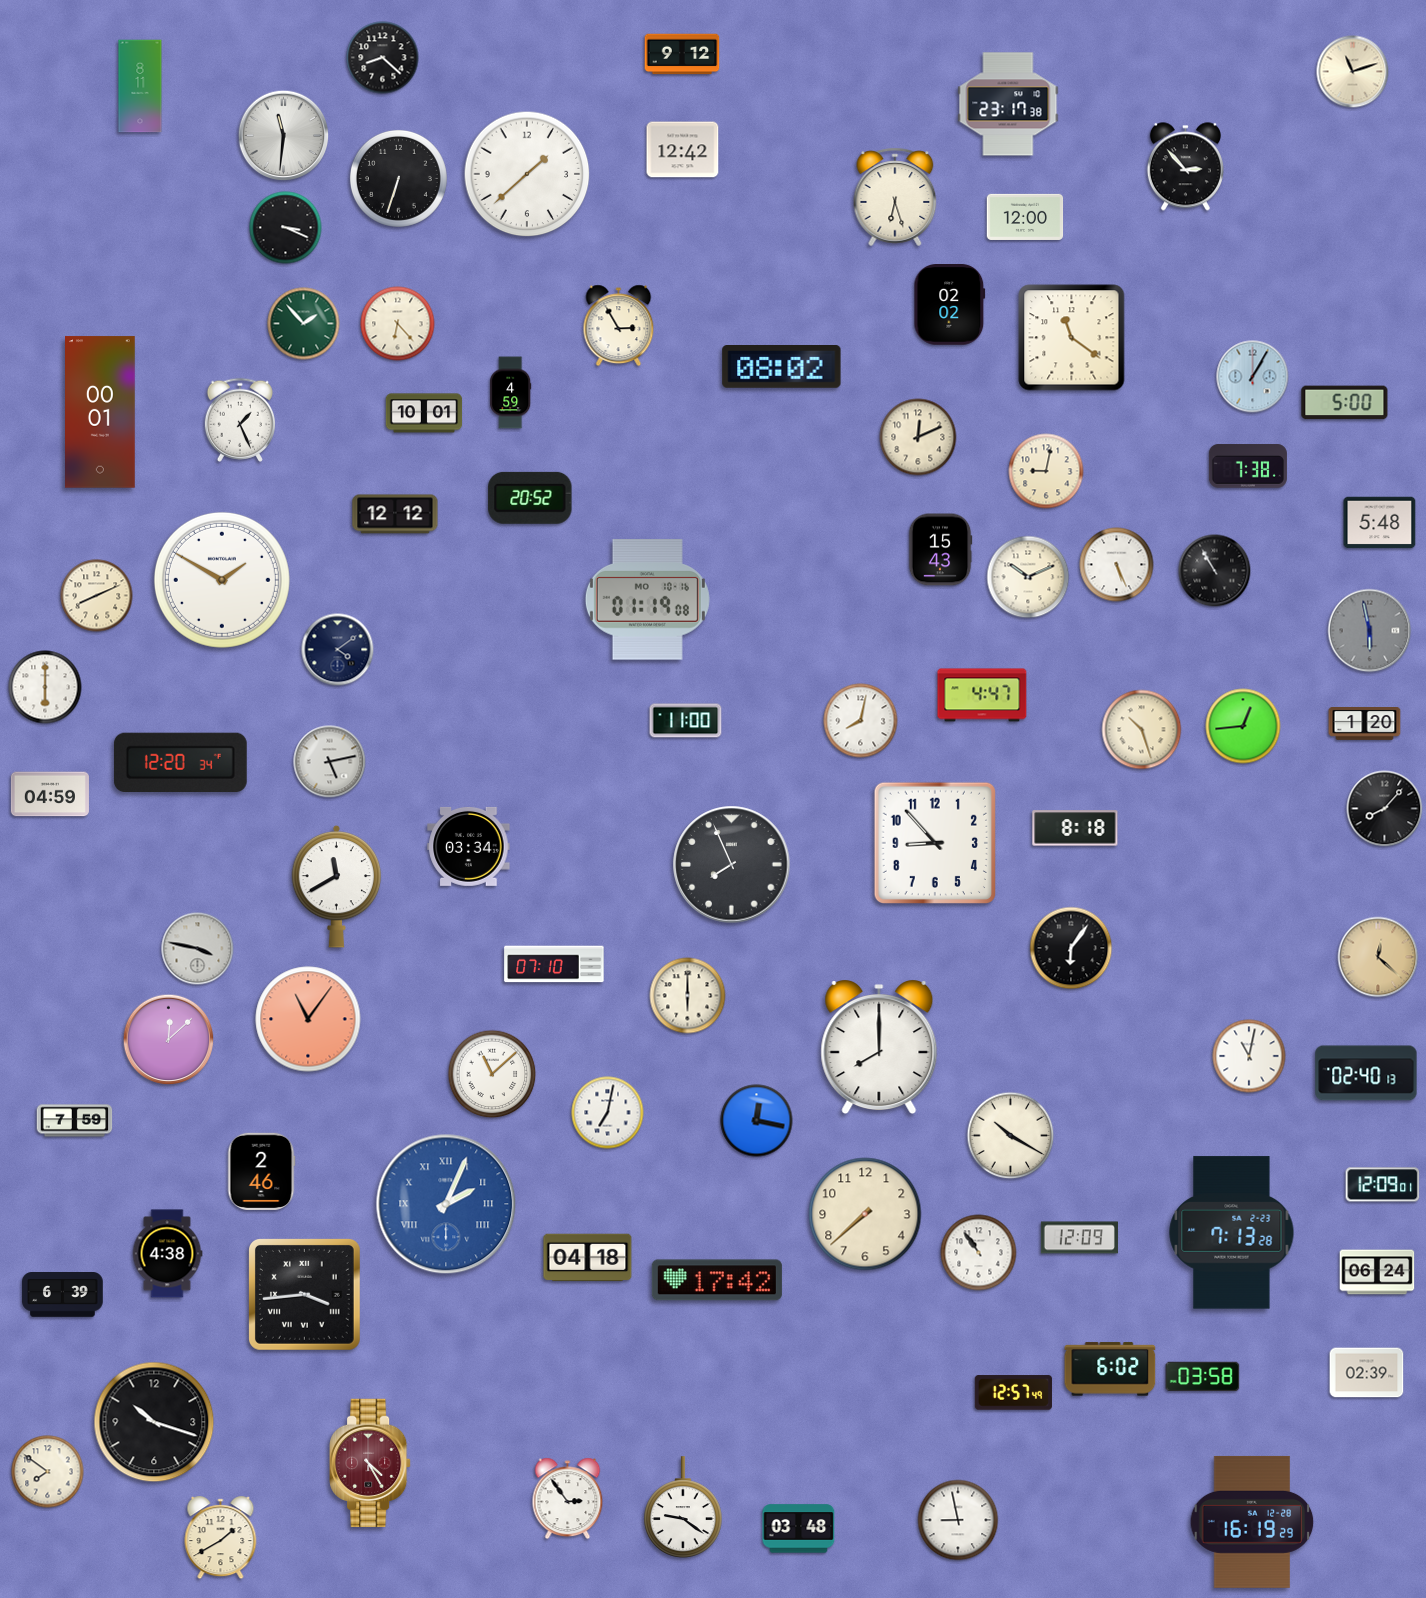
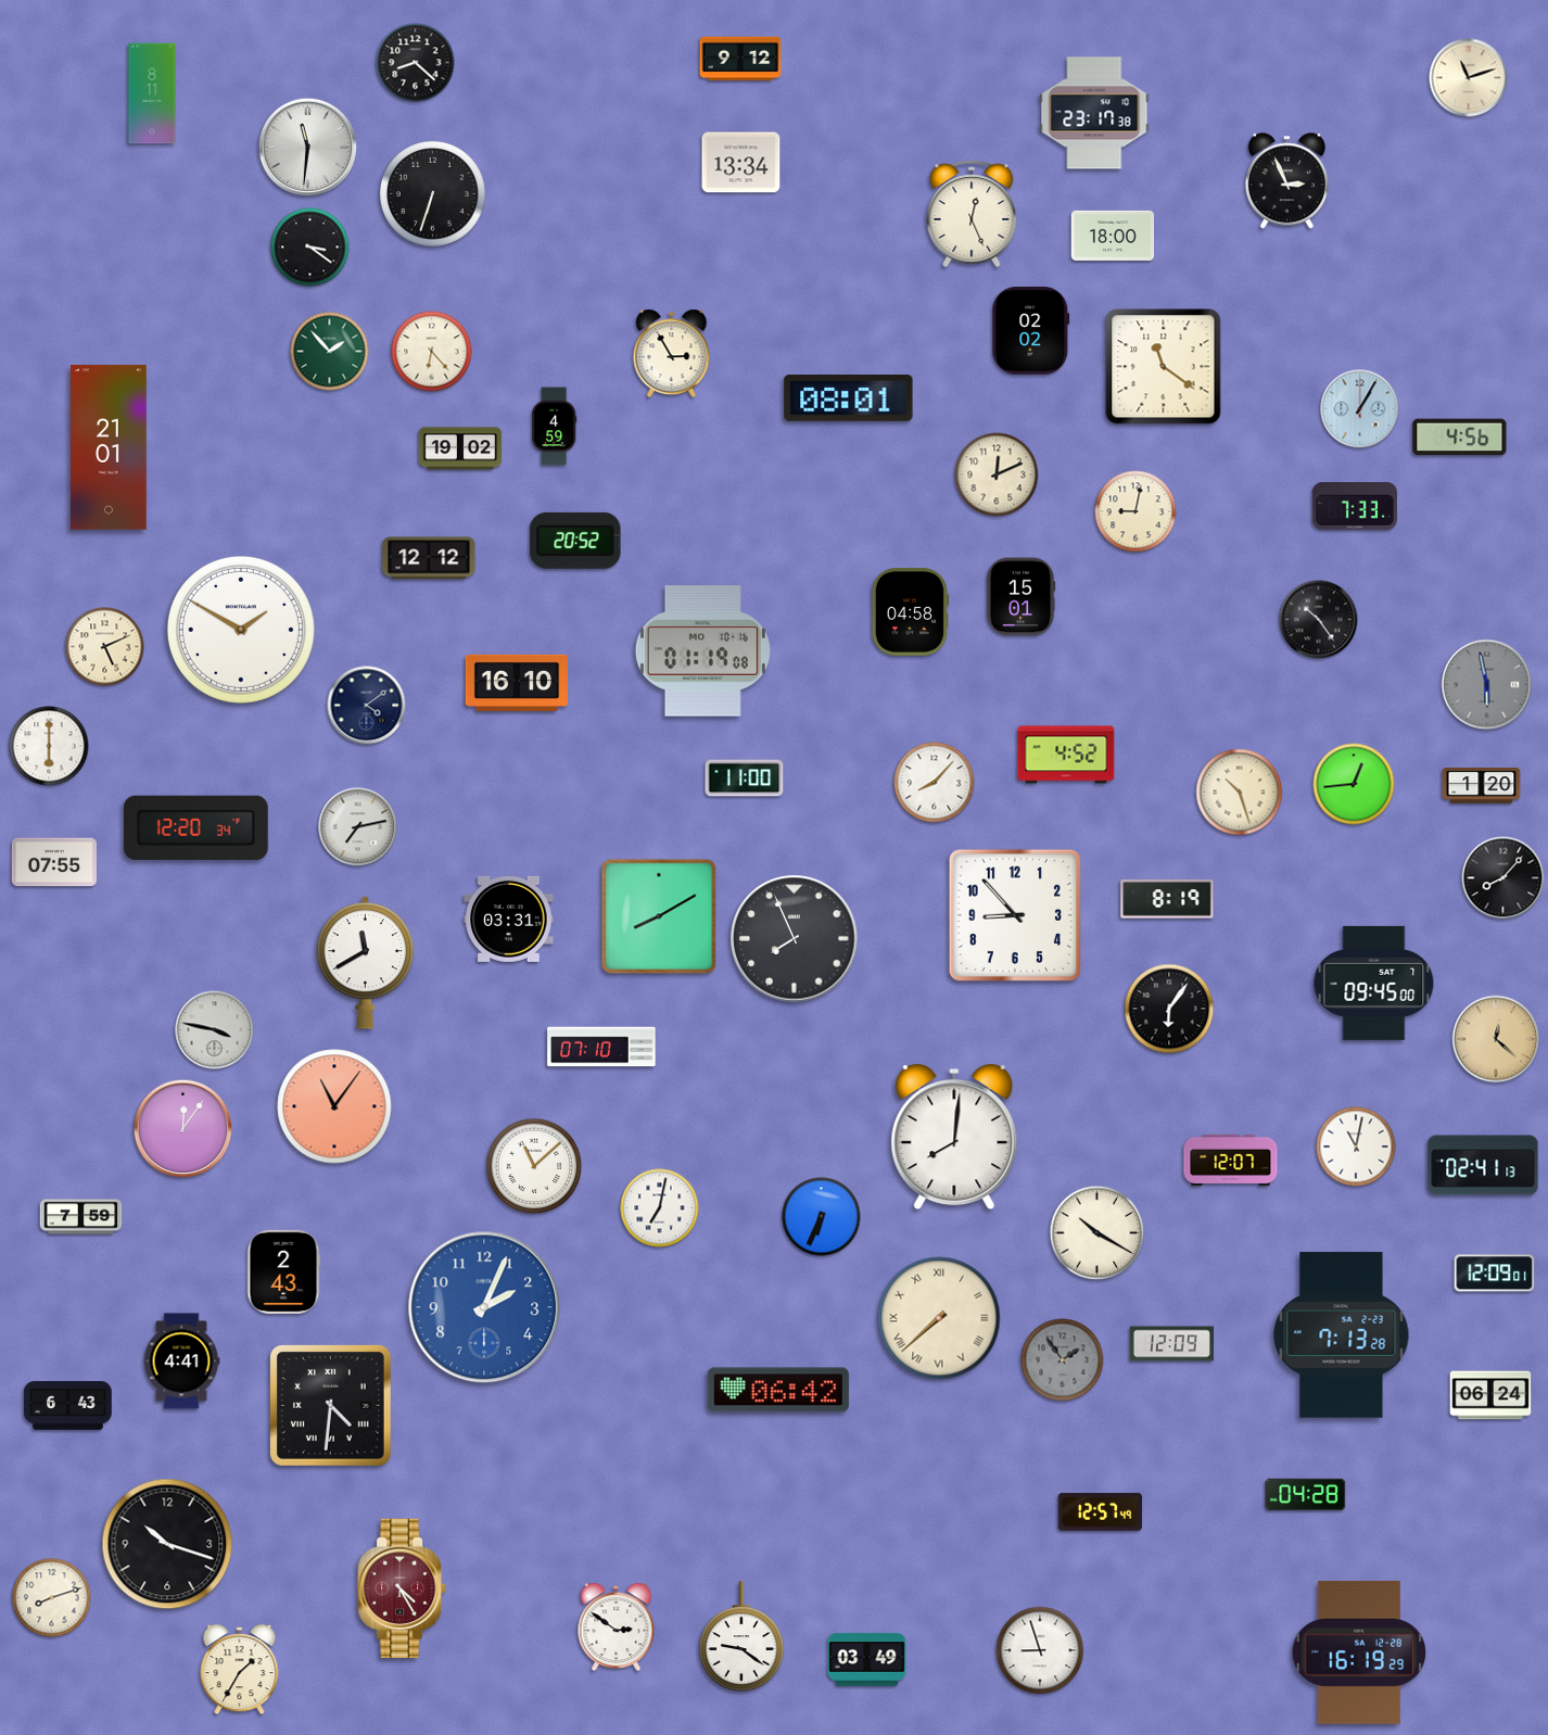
clock at (683, 150): 12:42 -> 13:34
clock at (1185, 167): 2:53 -> 2:56
clock at (527, 174): 1:38 -> none
clock at (895, 197): 6:27 -> 12:26
clock at (1025, 217): 12:00 -> 18:00
clock at (286, 228): 3:19 -> 3:21
clock at (782, 367): 08:02 -> 08:01
clock at (1345, 403): 5:00 -> 4:56
clock at (101, 412): 00:01 -> 21:01
clock at (424, 413): 10:01 -> 19:02
clock at (240, 420): 1:26 -> none
clock at (1248, 466): 7:38 -> 7:33
clock at (1380, 523): 5:48 -> none
clock at (940, 550): 15:43 -> 15:01
clock at (910, 612): none -> 04:58
clock at (1117, 565): 5:26 -> none
clock at (1215, 571): 10:55 -> 10:24
clock at (1028, 577): 10:11 -> none
clock at (97, 596): 8:11 -> 5:11
clock at (516, 683): none -> 16:10
clock at (982, 695): 4:47 -> 4:52
clock at (686, 721) position: (686, 721) -> (745, 778)
clock at (861, 721): 8:02 -> 8:07
clock at (1243, 726) position: (1243, 726) -> (1354, 784)
clock at (330, 762): 5:13 -> 7:13
clock at (50, 794): 04:59 -> 07:55
clock at (1075, 828): 8:18 -> 8:19
clock at (659, 916): none -> 8:10
clock at (469, 846): 03:34 -> 03:31
clock at (1374, 983): none -> 09:45
clock at (1071, 948) position: (1071, 948) -> (1169, 1009)
clock at (688, 996): 6:00 -> none
clock at (169, 1040): 12:08 -> 12:06
clock at (879, 1047): 8:00 -> 8:01
clock at (1231, 1161): none -> 12:07
clock at (1366, 1073): 02:40 -> 02:41
clock at (757, 1121): 12:17 -> 6:34
clock at (261, 1171): 2:46 -> 2:43
clock at (1383, 1185) position: (1383, 1185) -> (1495, 1274)
clock at (446, 1204) numerals: Roman -> Arabic
clock at (865, 1214) numerals: Arabic -> Roman
clock at (1232, 1233) position: (1232, 1233) -> (1342, 1335)
clock at (979, 1253): 10:54 -> 1:54
clock at (979, 1253) dial: white -> grey
clock at (167, 1254): 4:38 -> 4:41
clock at (588, 1258): 04:18 -> none
clock at (1377, 1272) position: (1377, 1272) -> (1490, 1395)
clock at (717, 1280): 17:42 -> 06:42
clock at (304, 1294): 3:44 -> 4:31
clock at (63, 1295): 6:39 -> 6:43
clock at (1110, 1369): 6:02 -> none
clock at (1367, 1373): 02:39 -> none
clock at (1203, 1376): 03:58 -> 04:28
clock at (48, 1472): 7:51 -> 8:12
clock at (568, 1499): 2:54 -> 2:51
clock at (958, 1520): 8:58 -> 8:57
clock at (799, 1529): 03:48 -> 03:49
clock at (221, 1538): 1:40 -> 1:35
